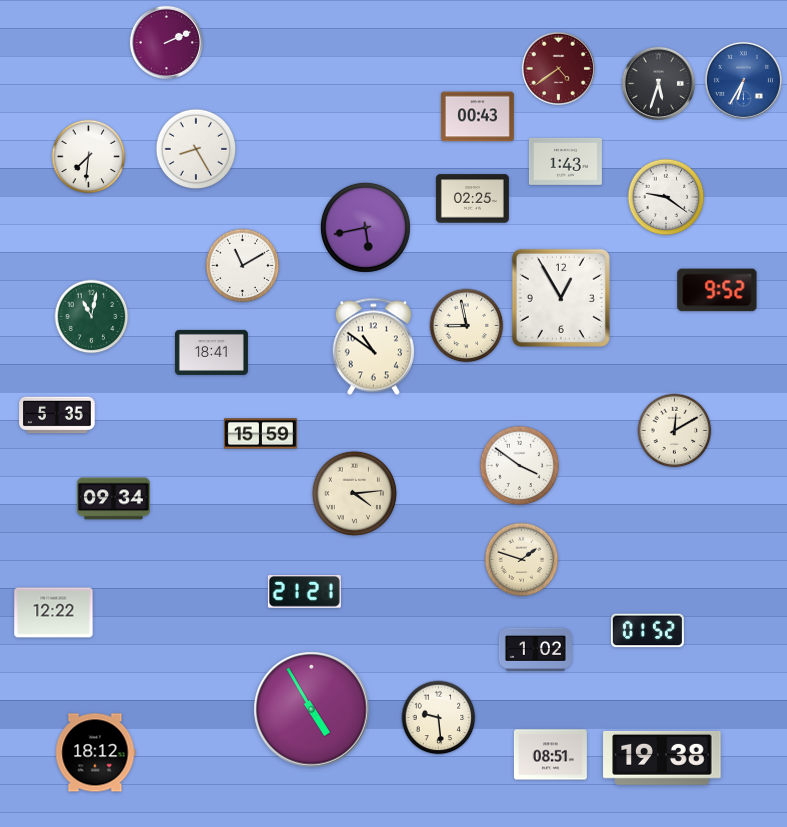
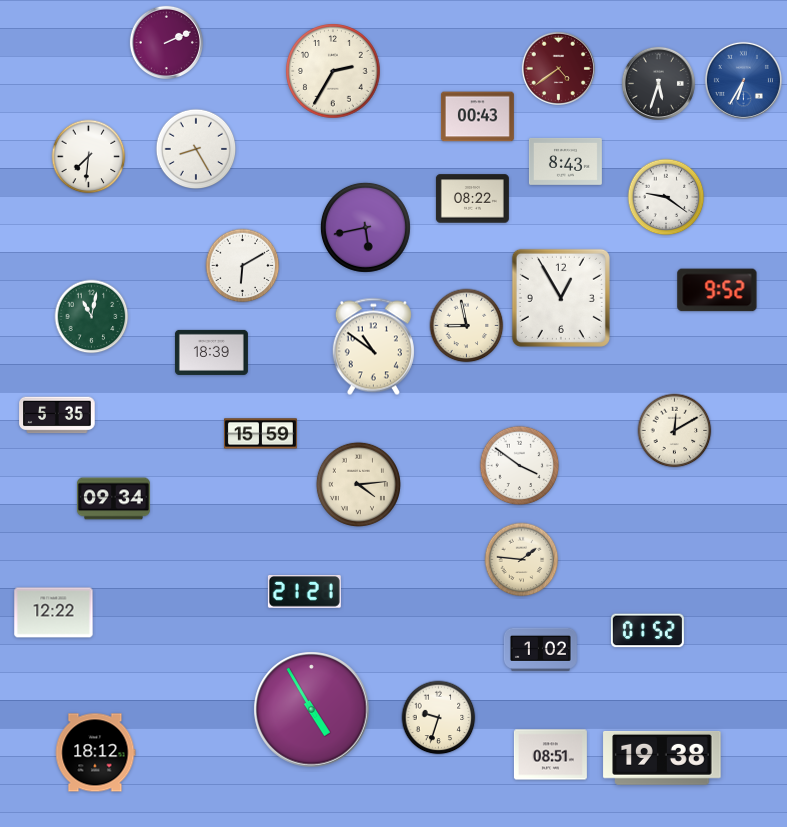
clock at (333, 71): none -> 2:35
clock at (565, 161): 1:43 -> 8:43
clock at (472, 199): 02:25 -> 08:22
clock at (243, 266): 11:10 -> 6:10
clock at (211, 352): 18:41 -> 18:39
clock at (354, 493) position: (354, 493) -> (358, 484)
clock at (522, 560): 1:48 -> 1:46
clock at (535, 649) position: (535, 649) -> (540, 649)
clock at (439, 718): 9:29 -> 9:33
